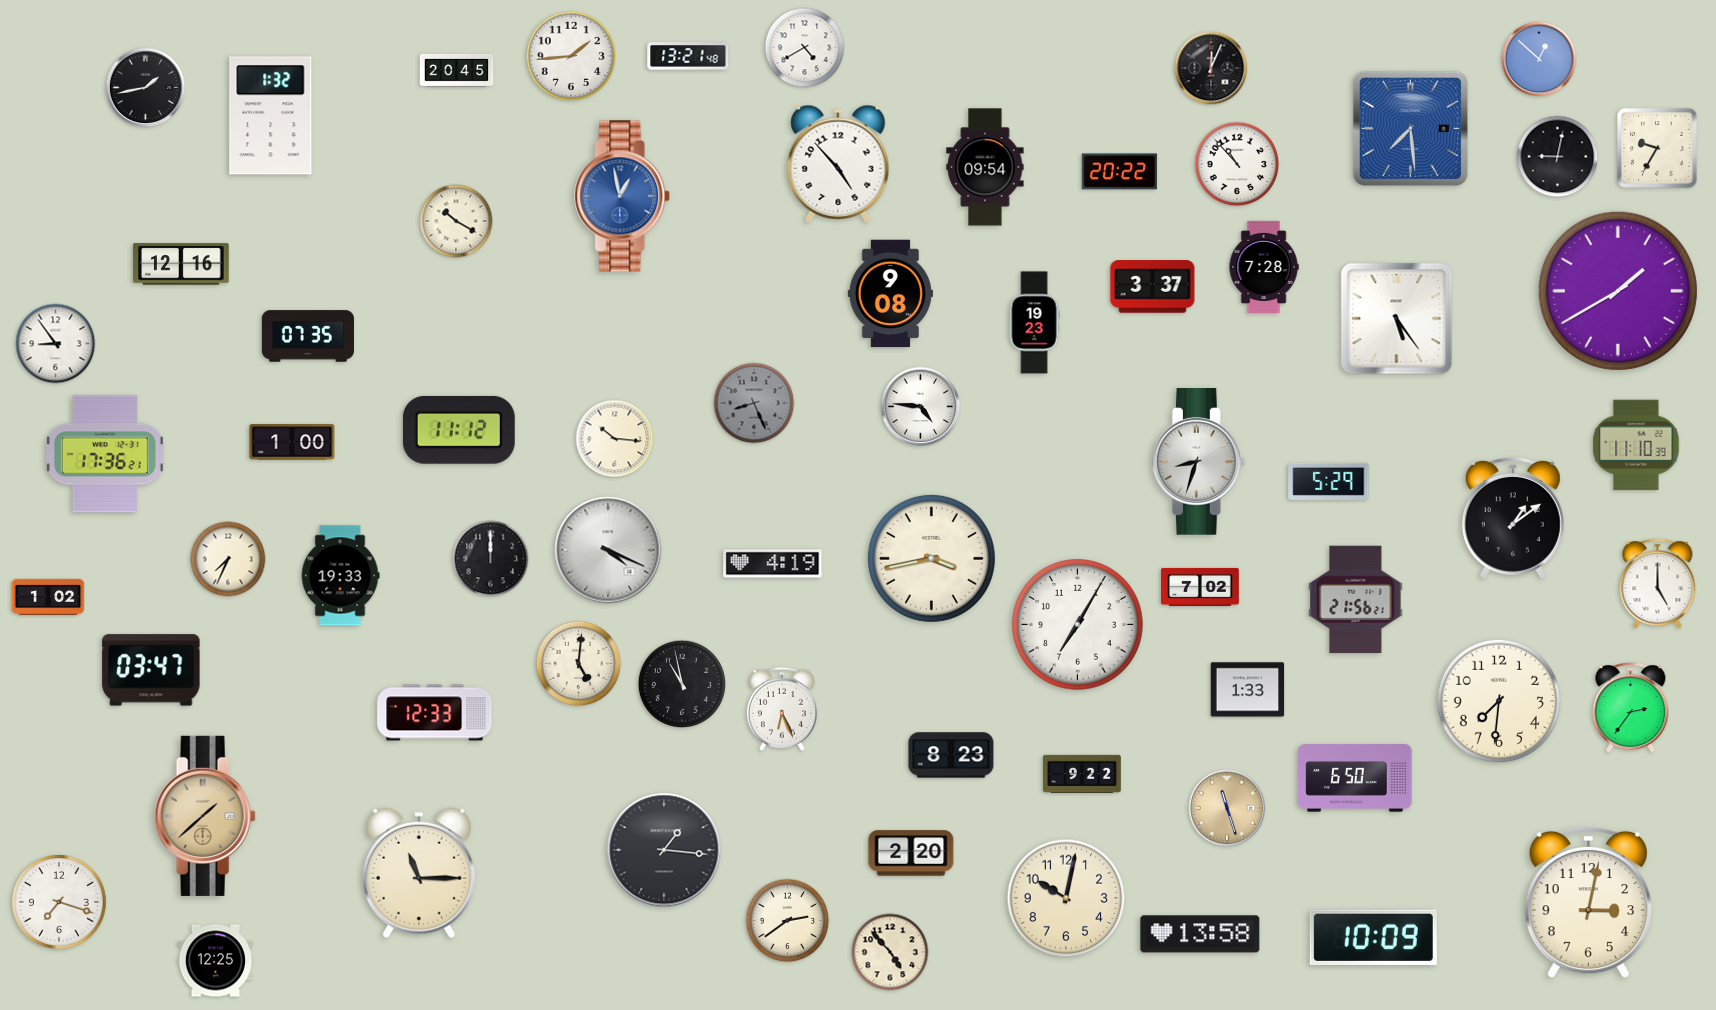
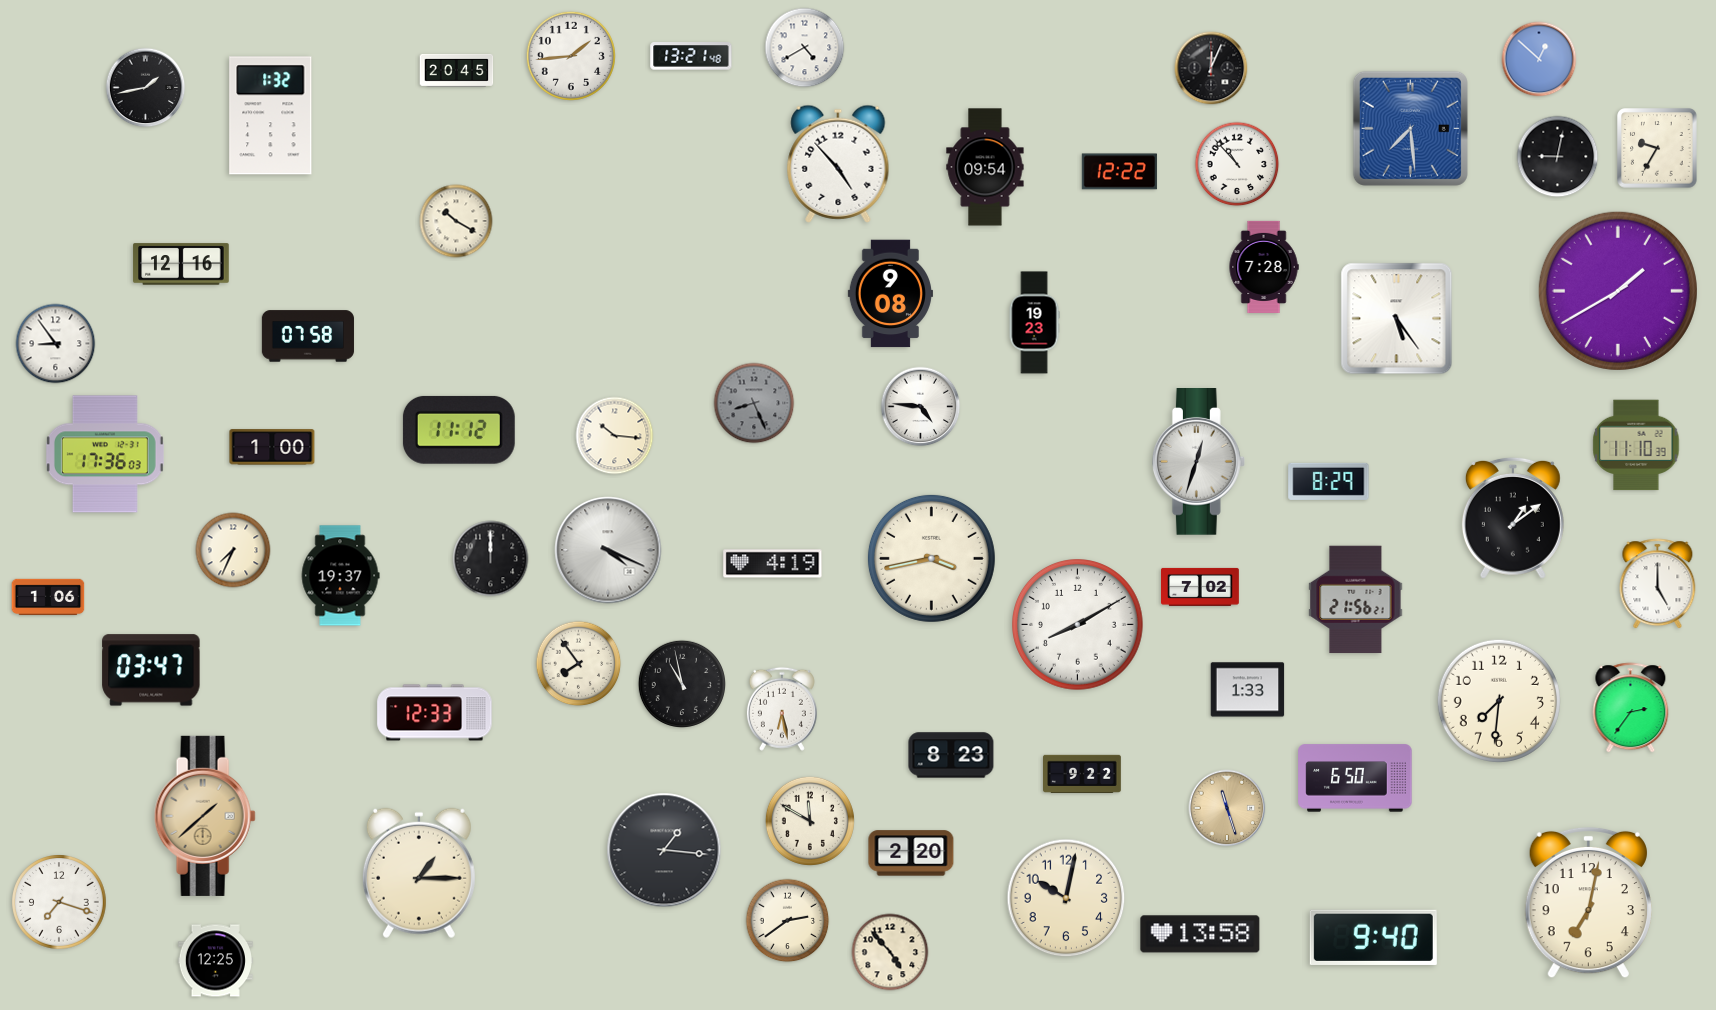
clock at (688, 56) position: (688, 56) -> (691, 56)
clock at (1119, 172): 20:22 -> 12:22
clock at (623, 196): 12:58 -> none
clock at (1153, 287): 3:37 -> none
clock at (308, 336): 07:35 -> 07:58
clock at (615, 439) position: (615, 439) -> (615, 436)
clock at (292, 442) position: (292, 442) -> (272, 447)
clock at (105, 454): 17:36:21 -> 17:36:03
clock at (1198, 462): 8:33 -> 12:33
clock at (1329, 481): 5:29 -> 8:29
clock at (228, 559) position: (228, 559) -> (233, 550)
clock at (340, 576): 19:33 -> 19:37
clock at (48, 597): 1:02 -> 1:06
clock at (1078, 625): 7:05 -> 8:10
clock at (579, 664): 5:01 -> 7:54
clock at (782, 709): 6:26 -> 6:28
clock at (810, 821): none -> 11:50
clock at (419, 873): 11:15 -> 1:15
clock at (1588, 903): 3:02 -> 7:02
clock at (1373, 937): 10:09 -> 9:40
